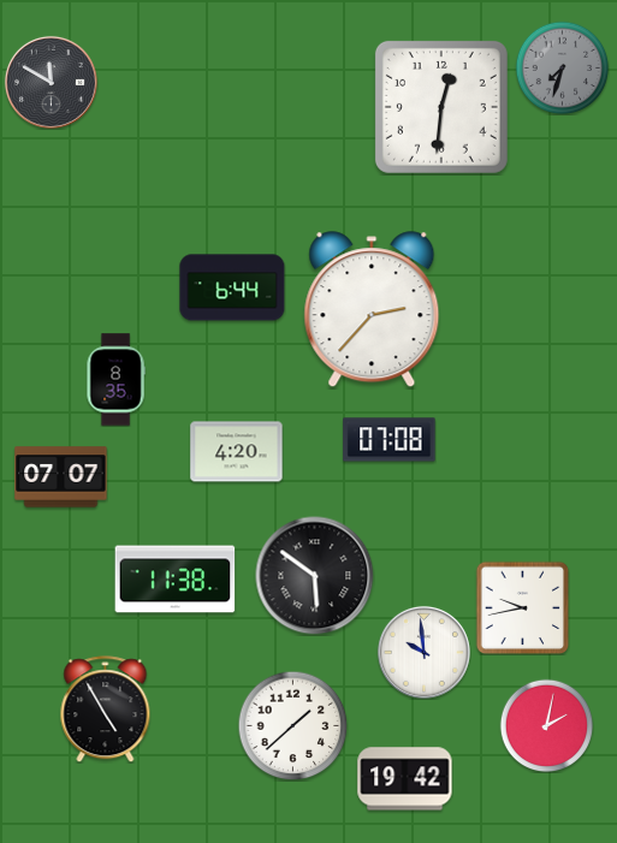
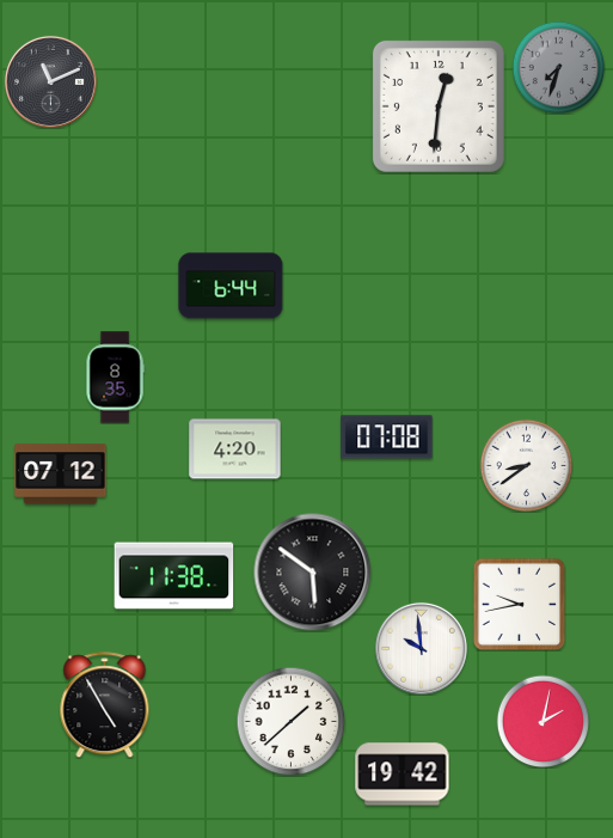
clock at (51, 82): 11:50 -> 11:11
clock at (372, 310): 2:37 -> none
clock at (526, 465): none -> 8:39
clock at (61, 477): 07:07 -> 07:12
